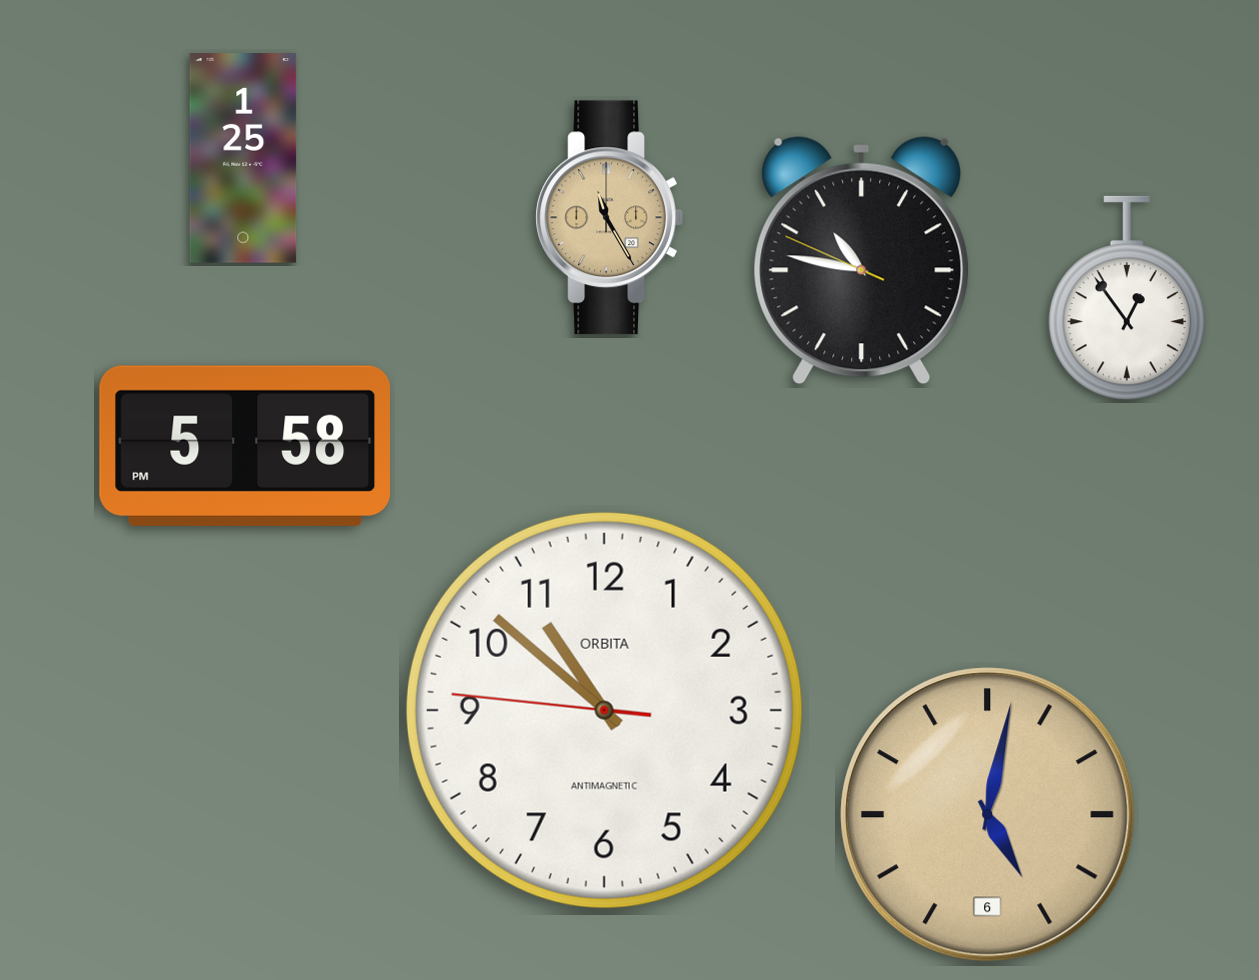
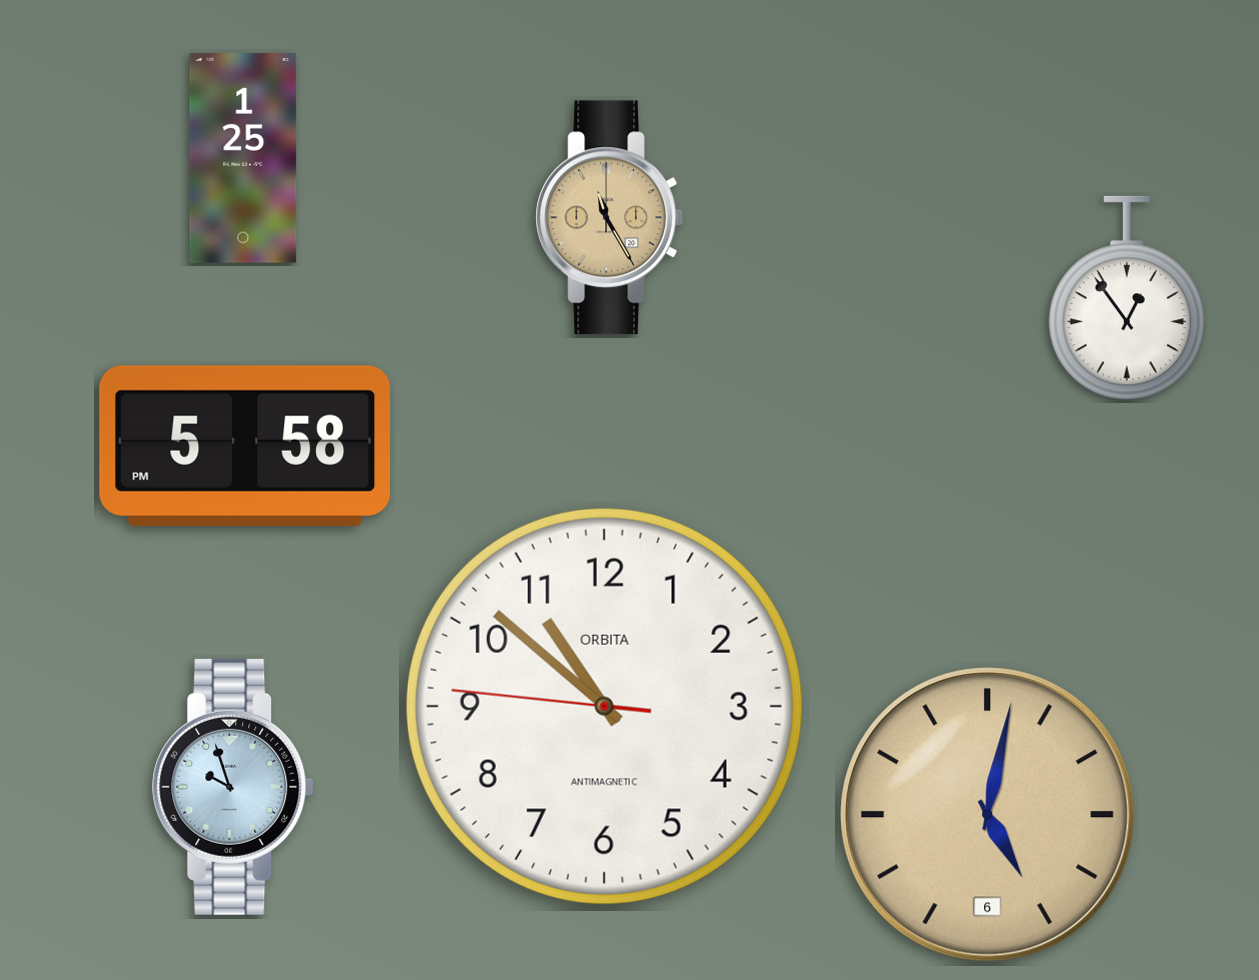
clock at (862, 261): 10:46 -> none
clock at (604, 710) position: (604, 710) -> (604, 706)
clock at (233, 787): none -> 9:57
